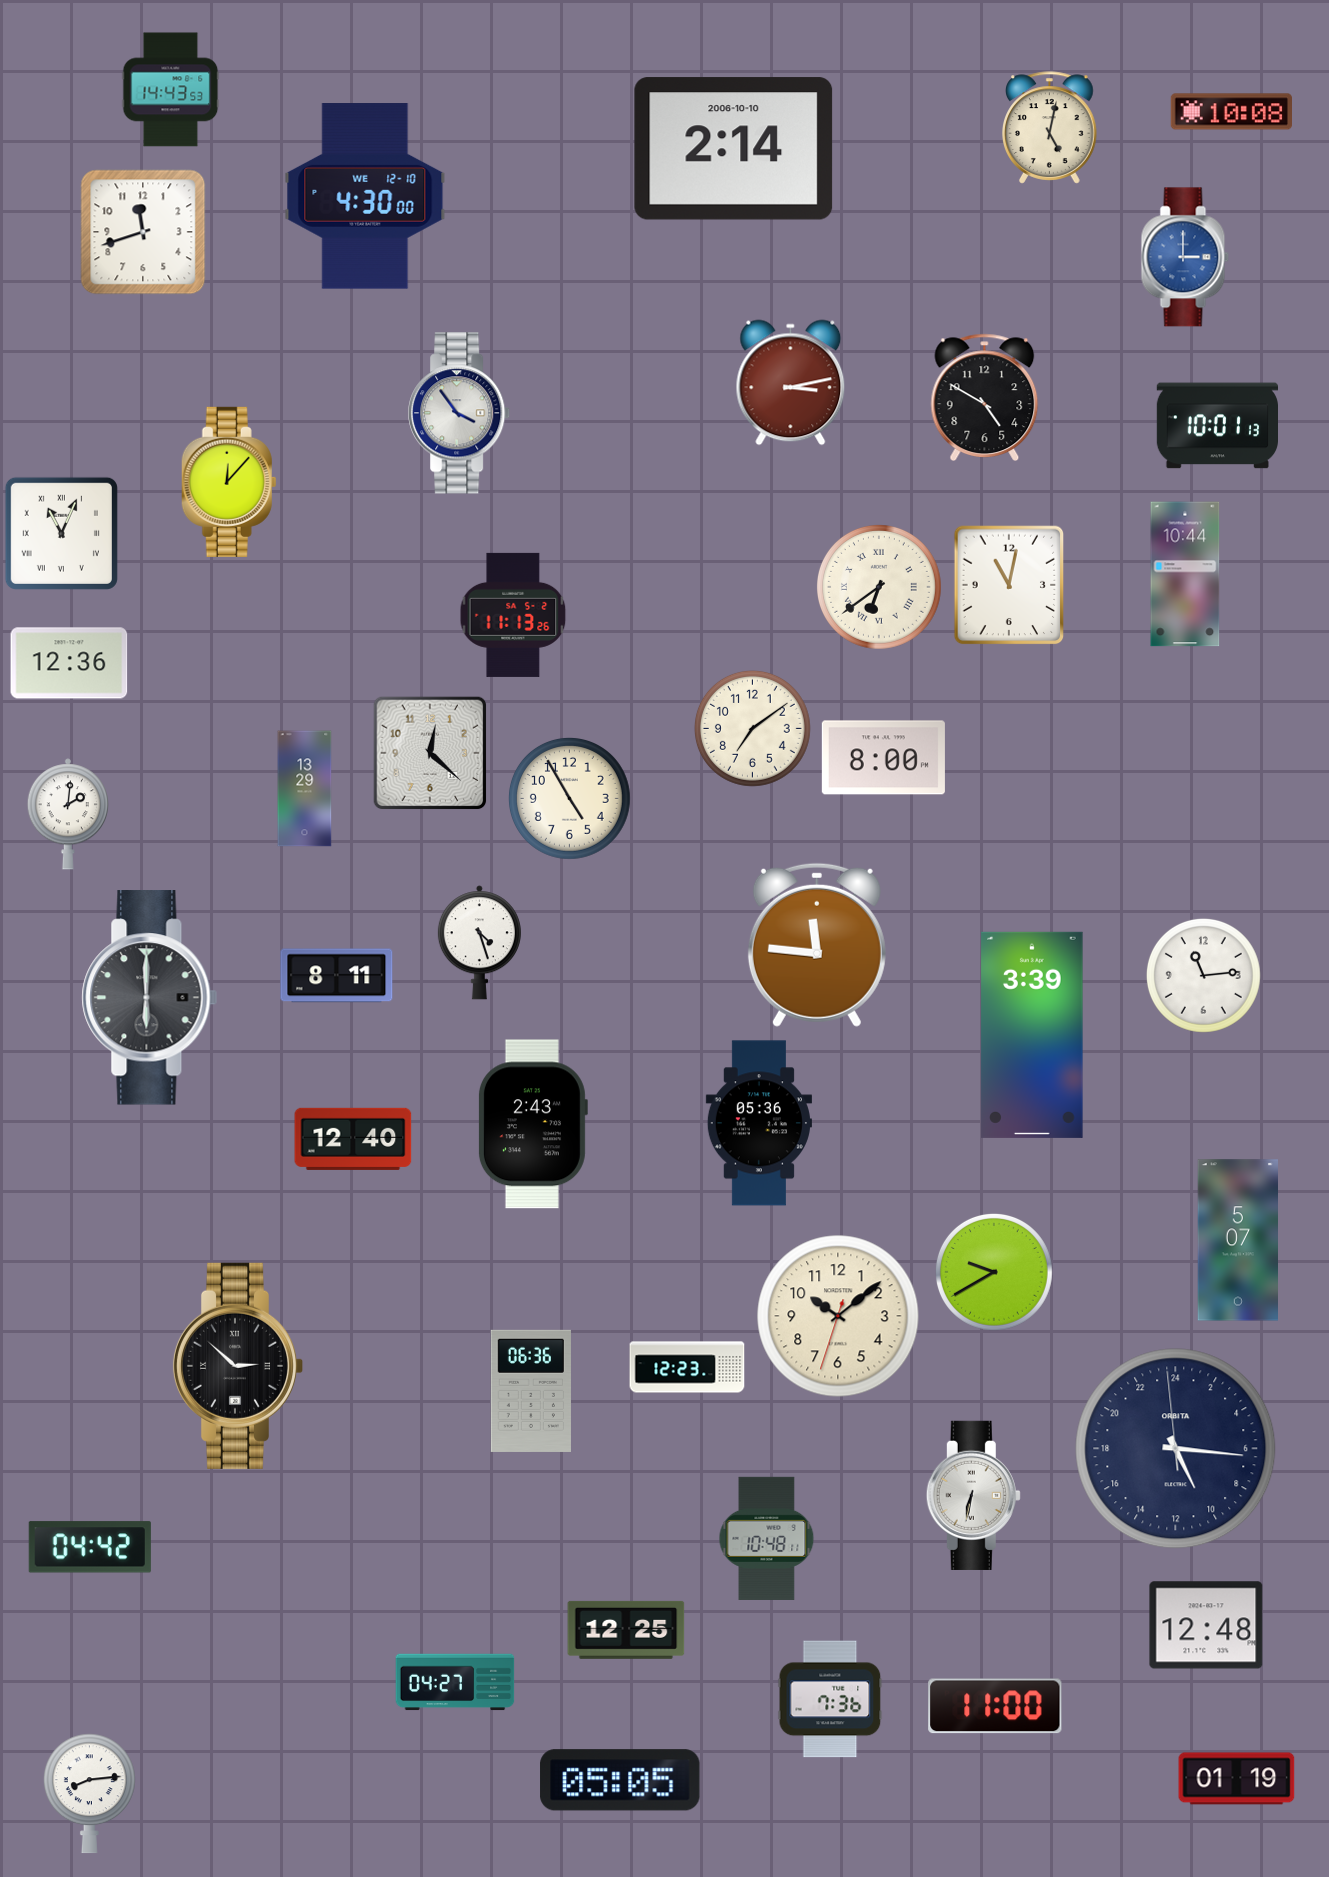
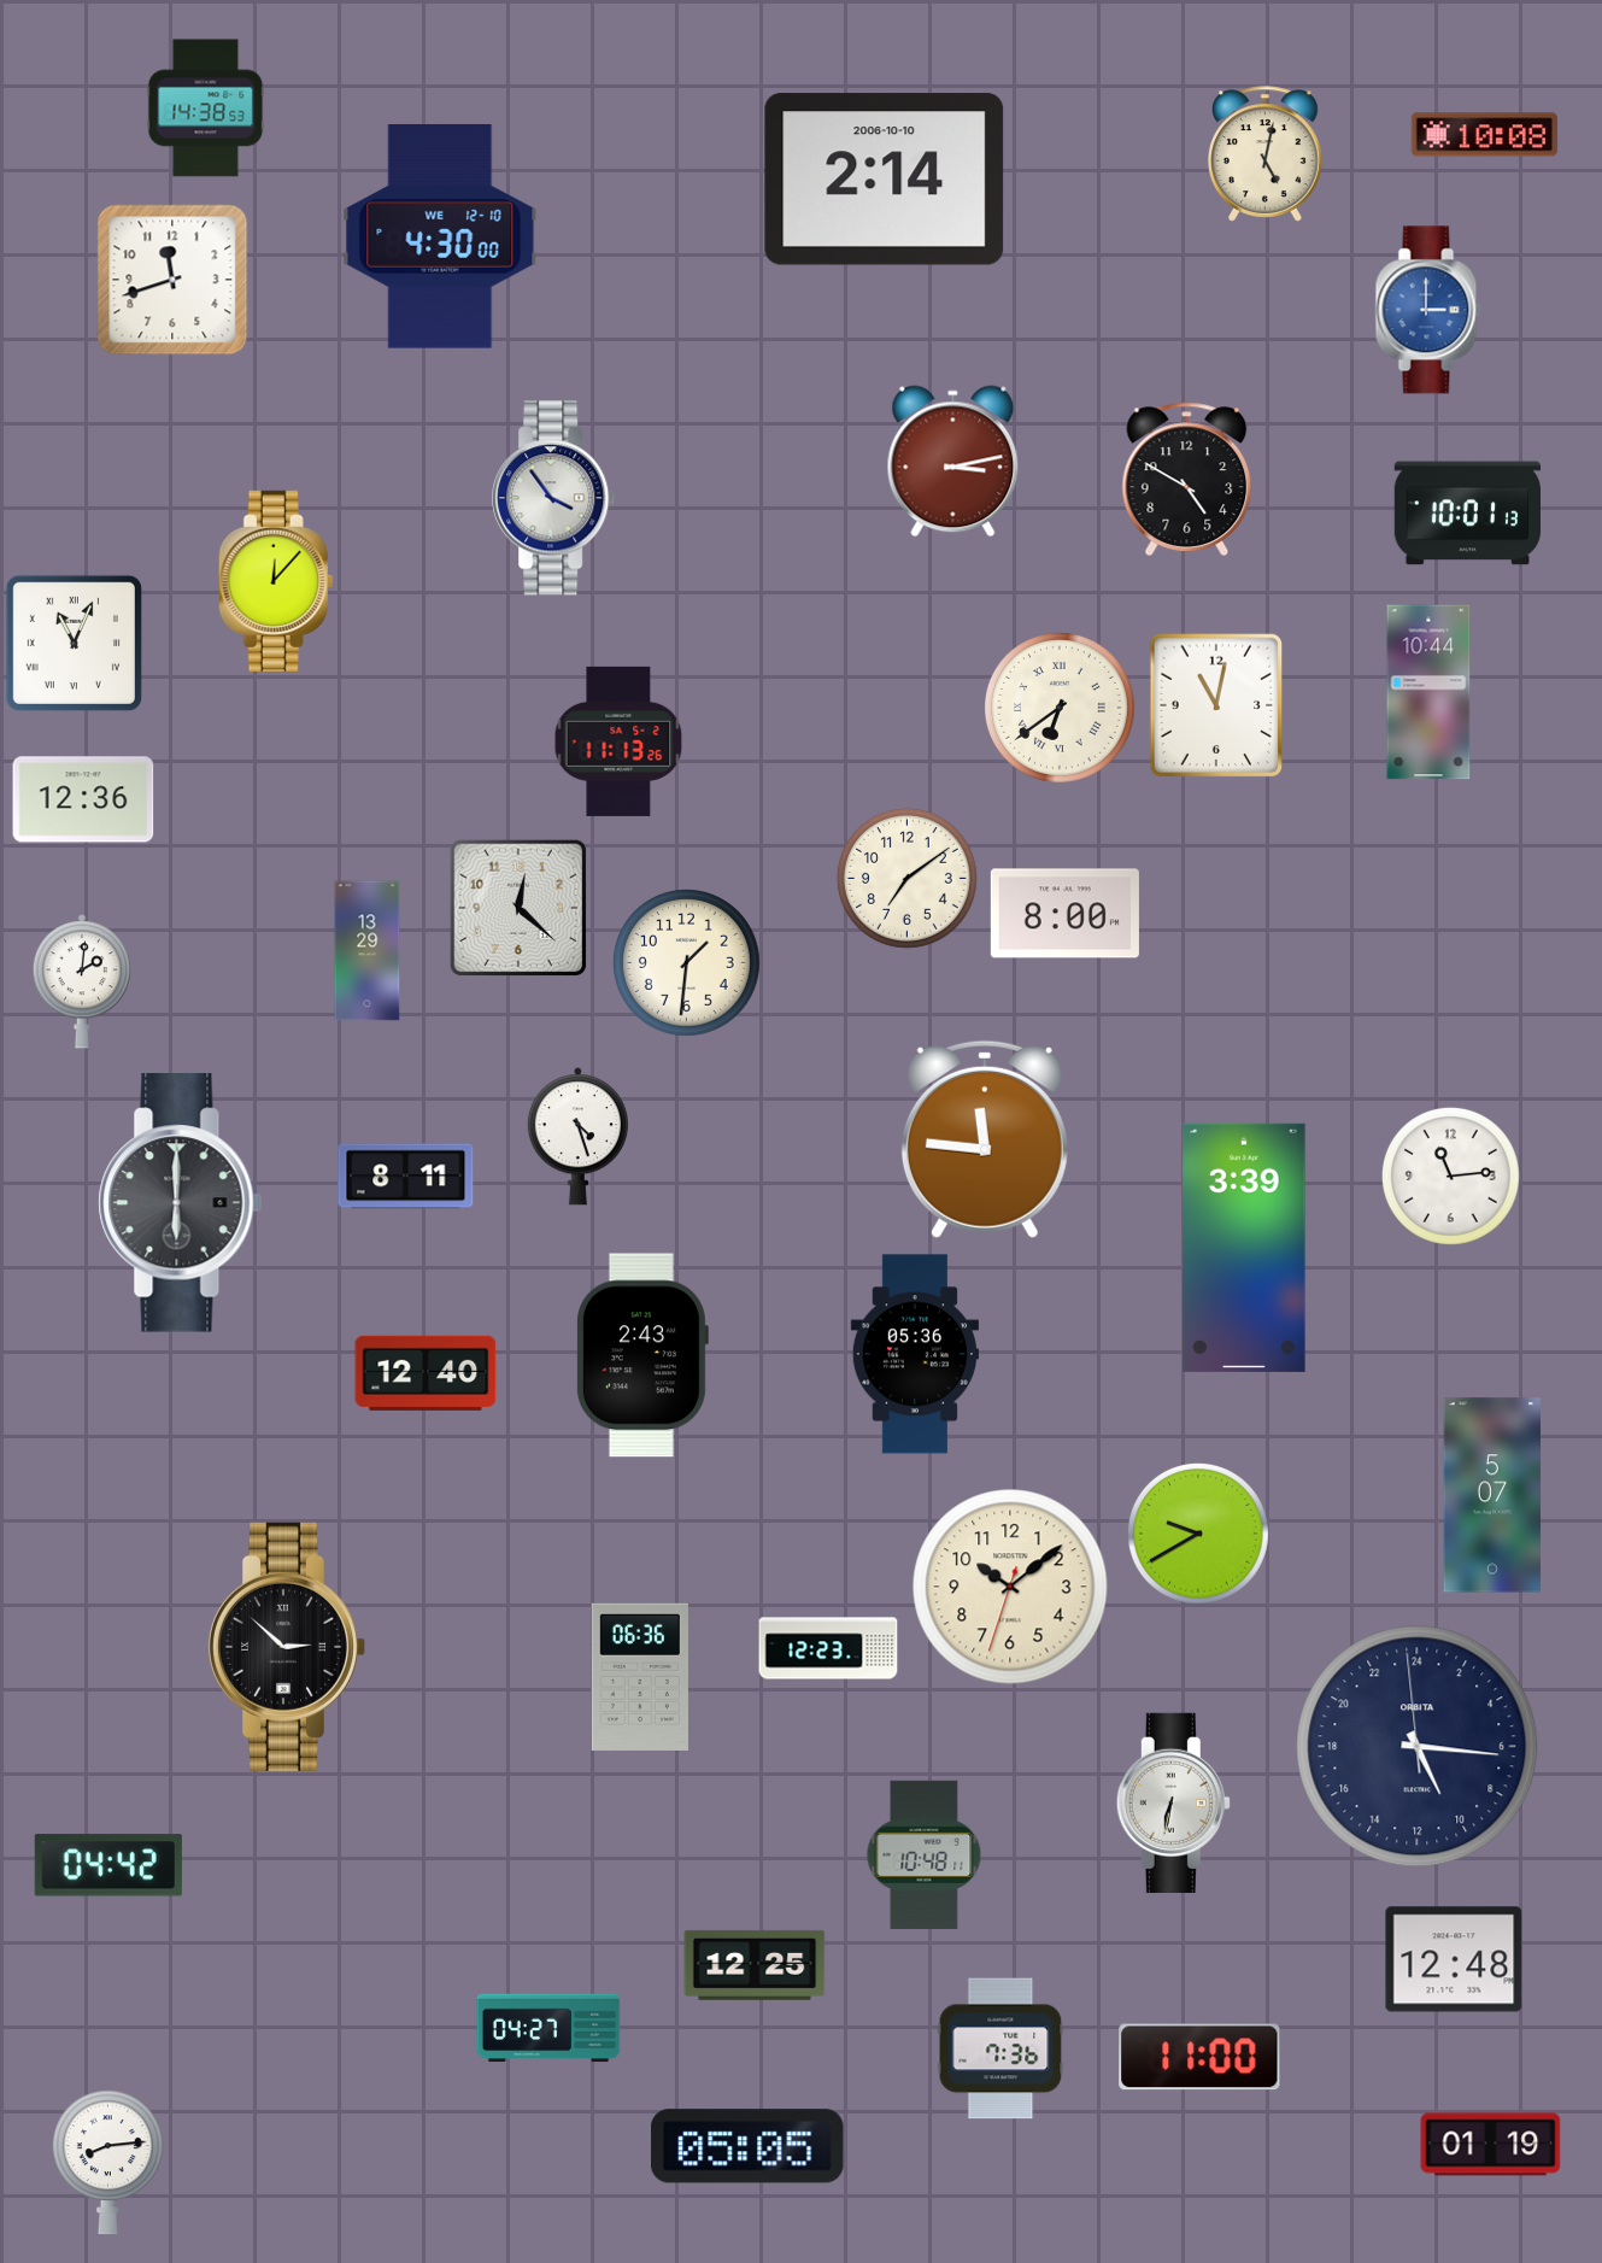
clock at (171, 90): 14:43 -> 14:38
clock at (569, 798): 4:55 -> 1:31
